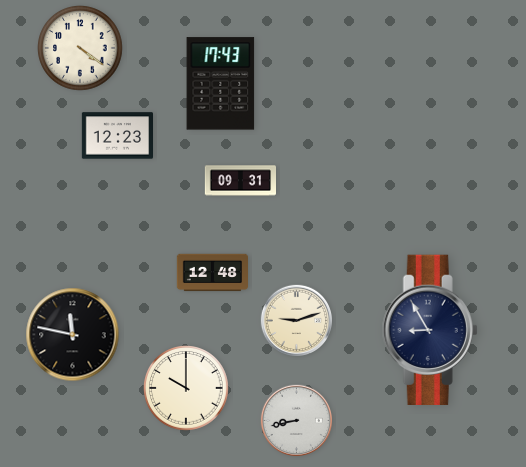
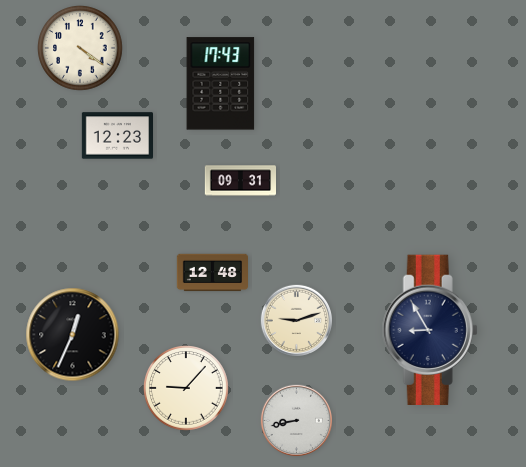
clock at (73, 335): 11:47 -> 12:34
clock at (186, 388): 10:00 -> 9:07
